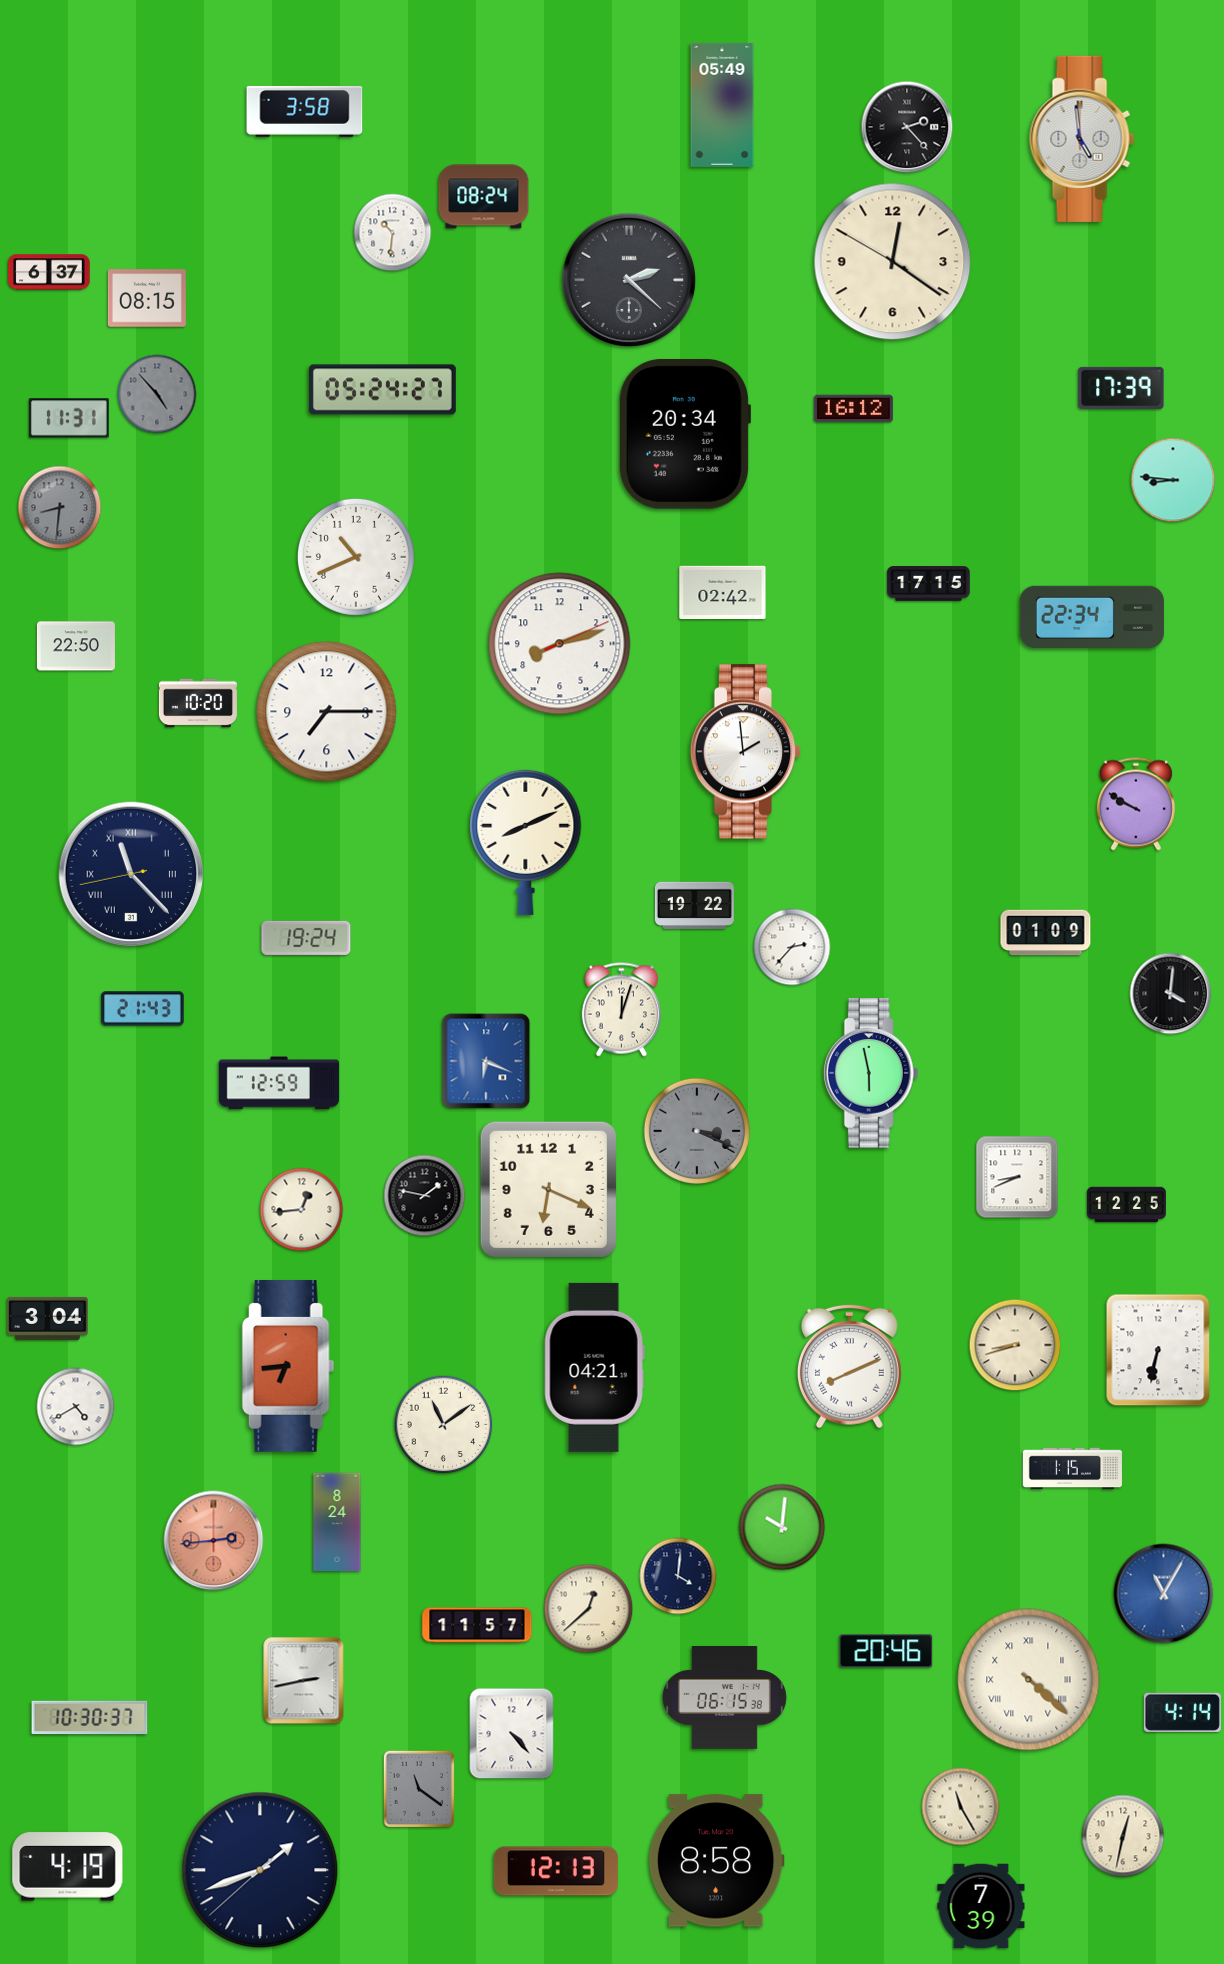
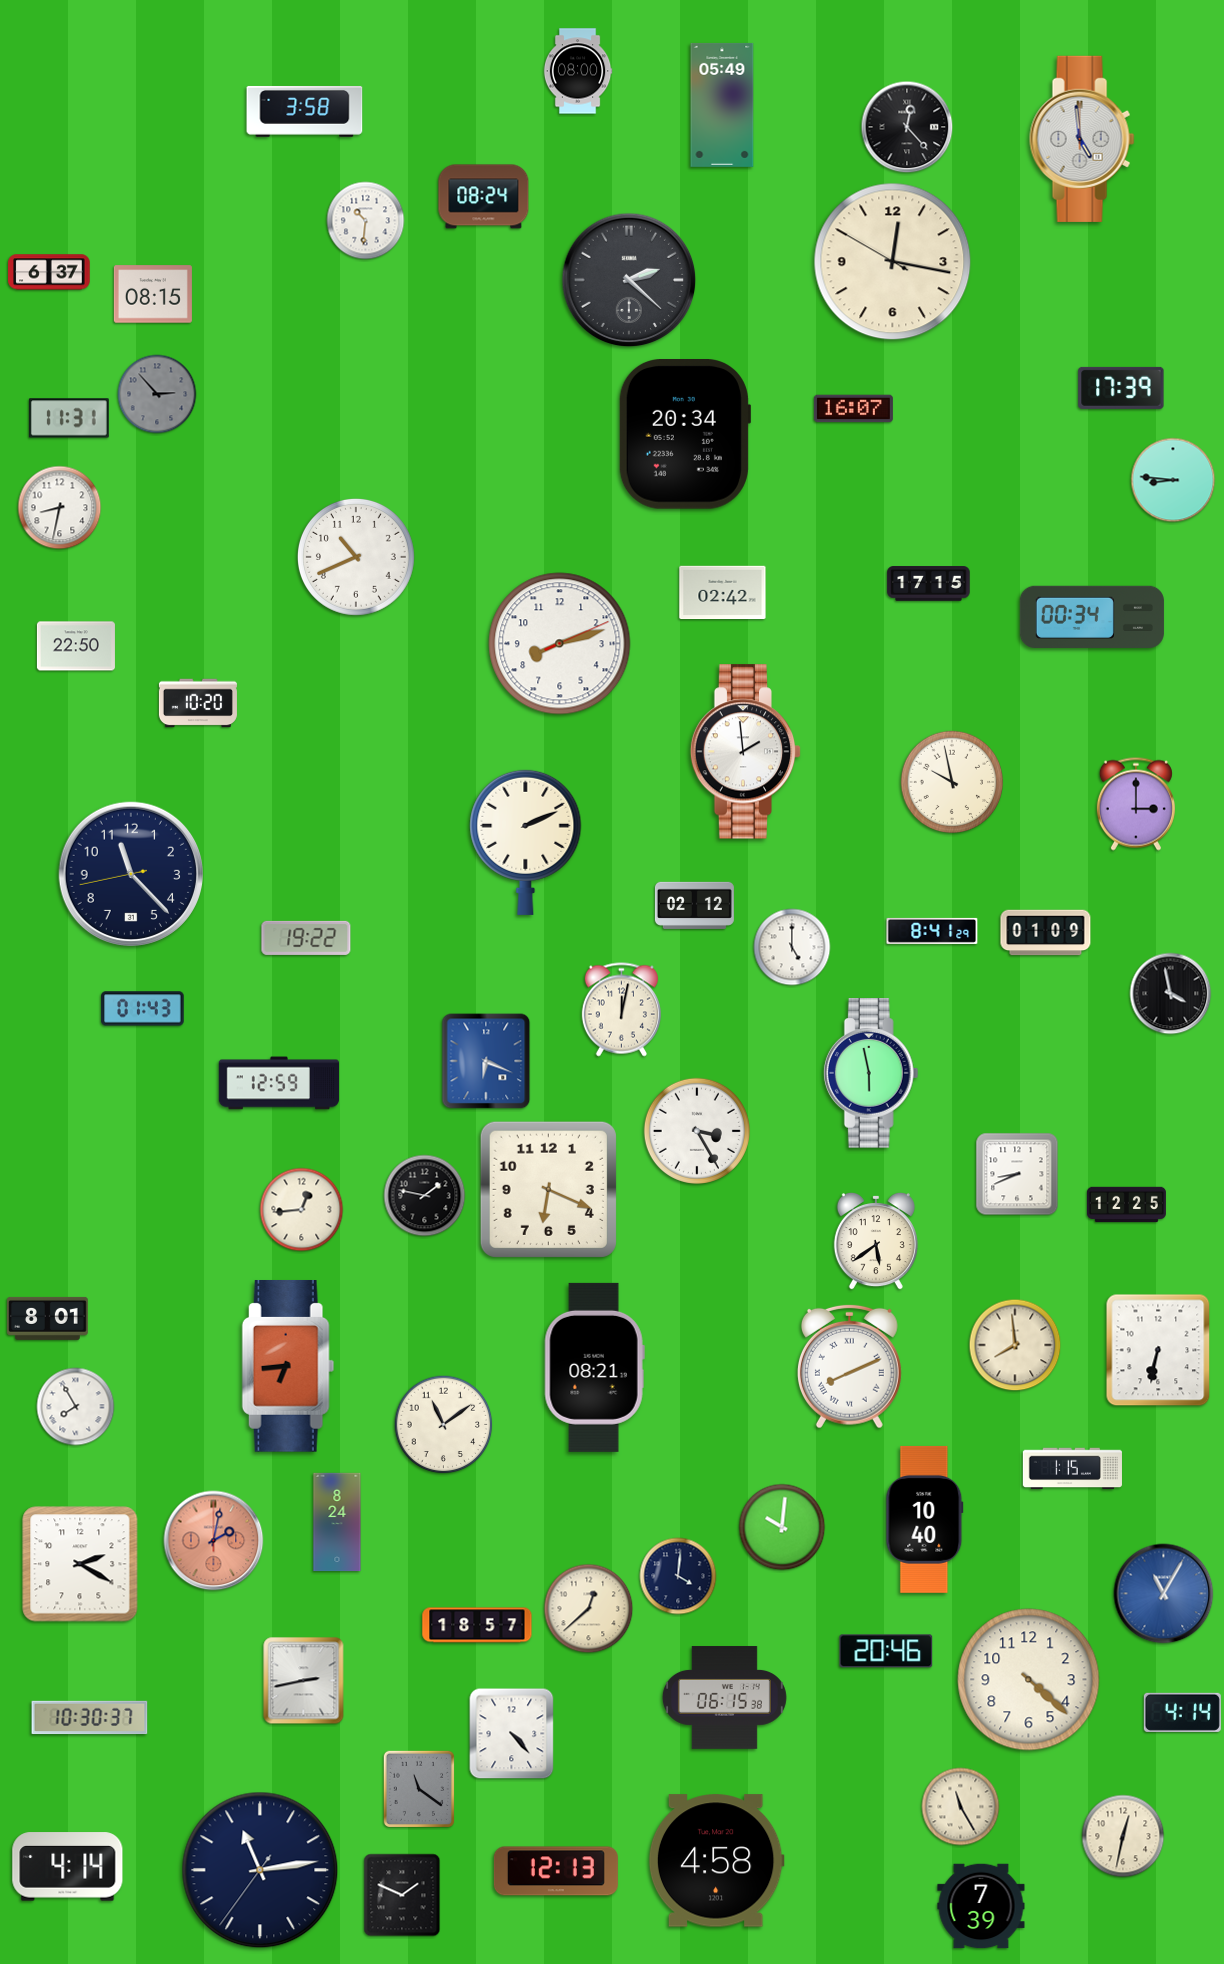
clock at (578, 71): none -> 08:00
clock at (907, 127): 2:23 -> 12:23
clock at (393, 233) position: (393, 233) -> (366, 221)
clock at (893, 262): 12:20 -> 12:16
clock at (147, 298) position: (147, 298) -> (153, 294)
clock at (382, 390): 05:24 -> none
clock at (157, 394): 4:53 -> 2:53
clock at (853, 409): 16:12 -> 16:07
clock at (60, 508): 8:31 -> 8:32
clock at (60, 508) dial: grey -> white
clock at (1092, 617): 22:34 -> 00:34
clock at (327, 712): 7:15 -> none
clock at (951, 781): none -> 9:58
clock at (1136, 804): 9:50 -> 3:00
clock at (526, 842): 8:11 -> 2:11
clock at (130, 873) numerals: Roman -> Arabic
clock at (694, 905): 19:22 -> 02:12
clock at (932, 931): none -> 8:41
clock at (306, 938): 19:24 -> 19:22
clock at (792, 947): 2:37 -> 5:00
clock at (1171, 994): 4:01 -> 3:58
clock at (143, 1009): 21:43 -> 01:43
clock at (621, 1010): 12:03 -> 12:02
clock at (697, 1131): 3:19 -> 3:25
clock at (697, 1131) dial: grey -> white
clock at (1017, 1177) position: (1017, 1177) -> (1017, 1174)
clock at (876, 1241): none -> 5:39
clock at (48, 1318): 3:04 -> 8:01
clock at (1015, 1345): 8:42 -> 7:59
clock at (594, 1367): 04:21 -> 08:21
clock at (76, 1407): 4:40 -> 7:55
clock at (925, 1519): none -> 10:40
clock at (214, 1541): 2:44 -> 2:02
clock at (80, 1564): none -> 2:20
clock at (477, 1625): 11:57 -> 18:57
clock at (1029, 1680) numerals: Roman -> Arabic
clock at (716, 1861): 8:58 -> 4:58
clock at (68, 1867): 4:19 -> 4:14
clock at (260, 1870): 1:41 -> 11:13
clock at (402, 1895): none -> 1:49
